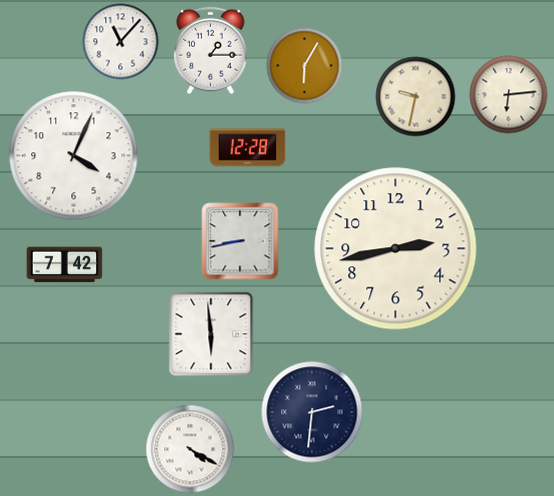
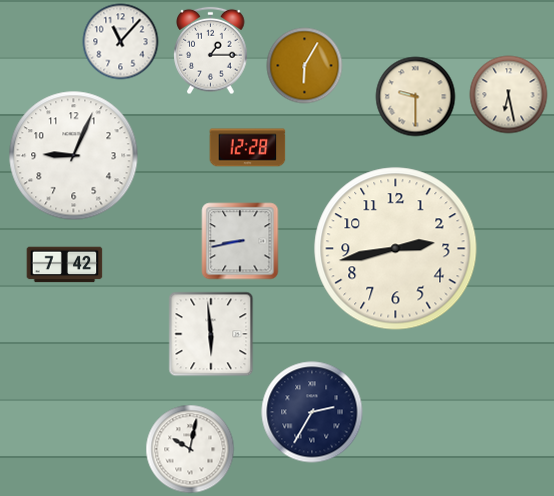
clock at (509, 95): 6:14 -> 6:28
clock at (416, 97): 9:32 -> 9:30
clock at (74, 156): 4:04 -> 9:04
clock at (312, 412): 2:31 -> 2:35
clock at (190, 449): 4:20 -> 10:02
